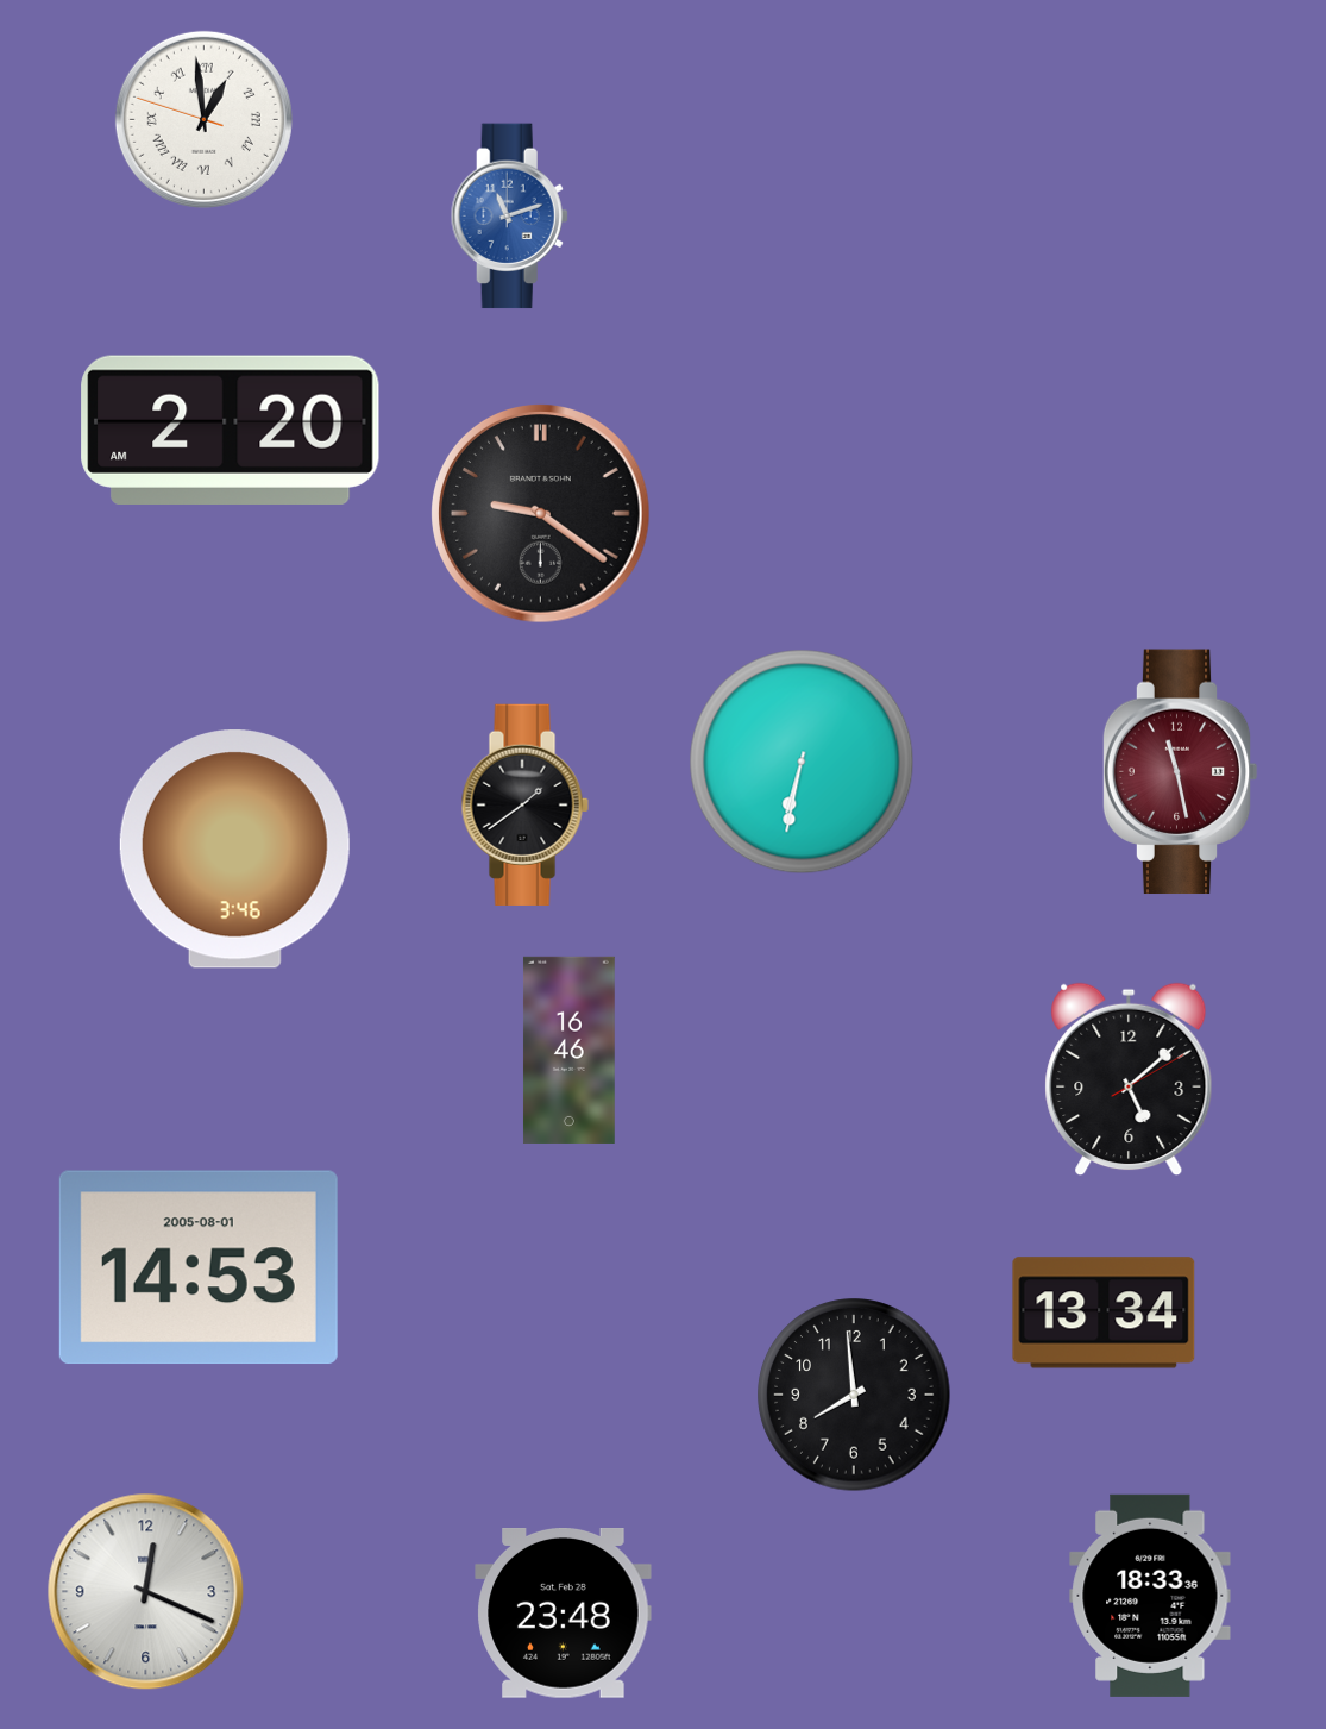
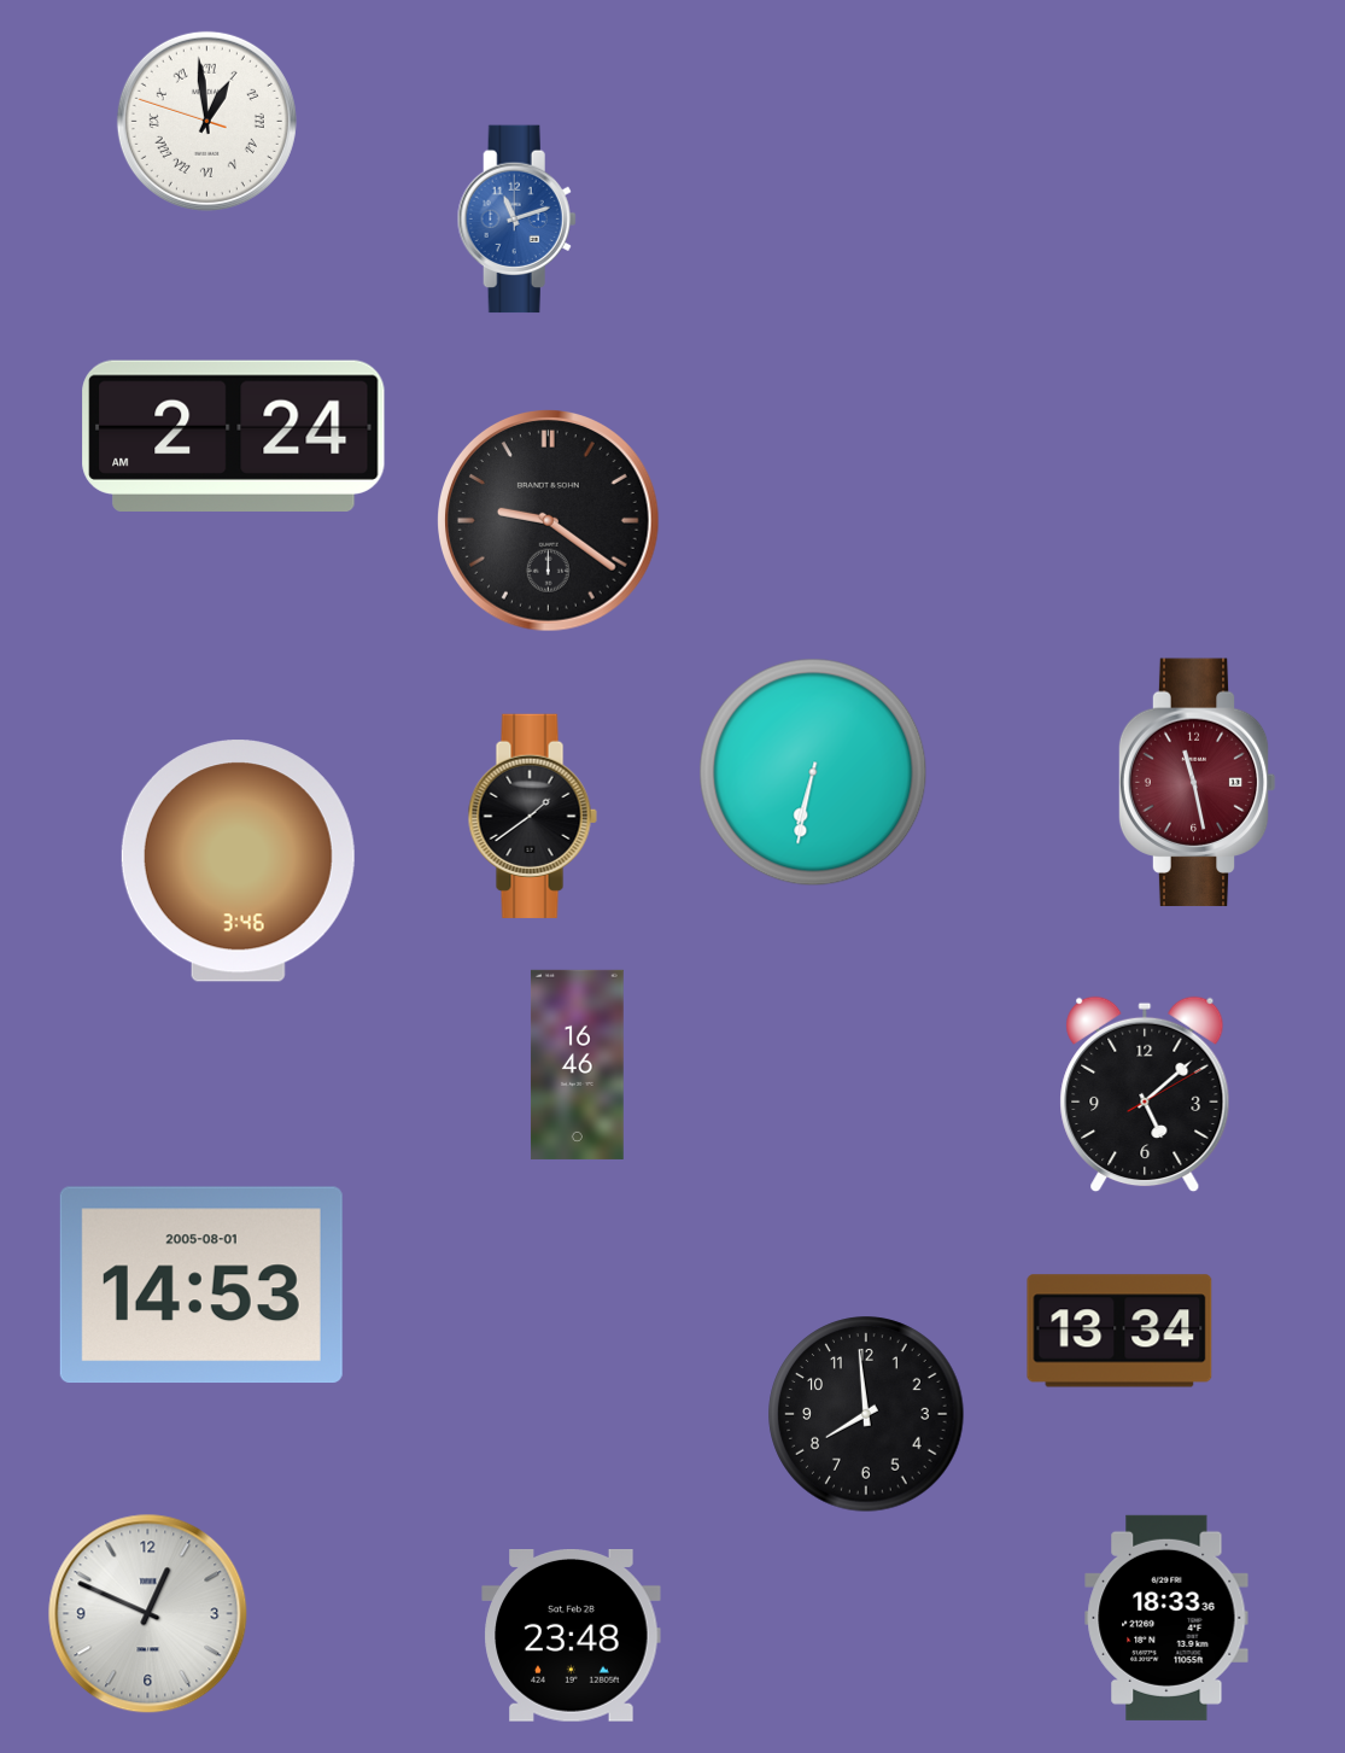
clock at (231, 430): 2:20 -> 2:24
clock at (146, 1592): 12:19 -> 12:49
